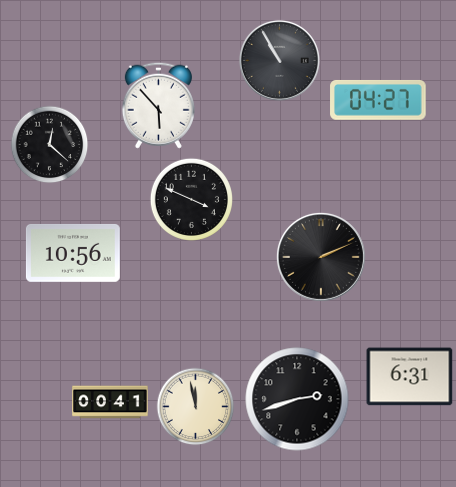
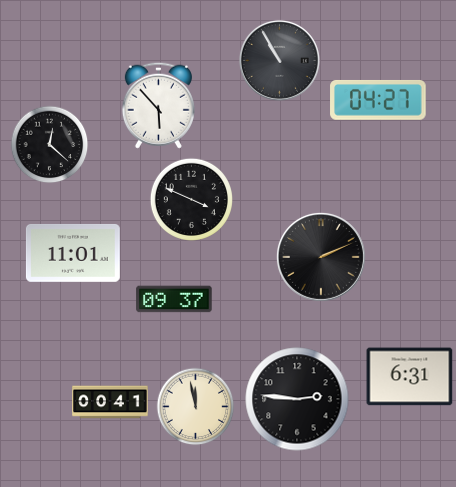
clock at (73, 253): 10:56 -> 11:01
clock at (174, 299): none -> 09:37
clock at (297, 399): 2:42 -> 2:46
